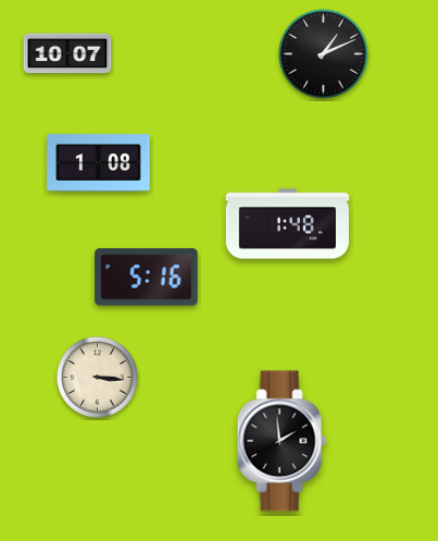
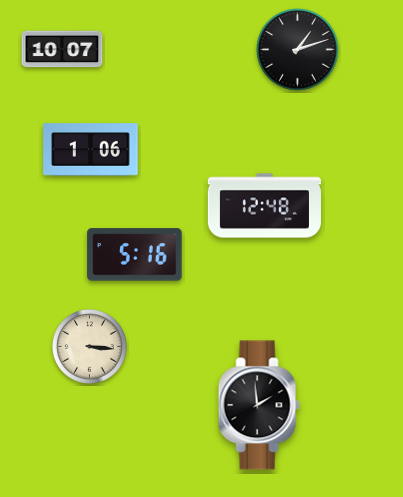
clock at (324, 54): 1:11 -> 1:12
clock at (99, 163): 1:08 -> 1:06
clock at (287, 224): 1:48 -> 12:48
